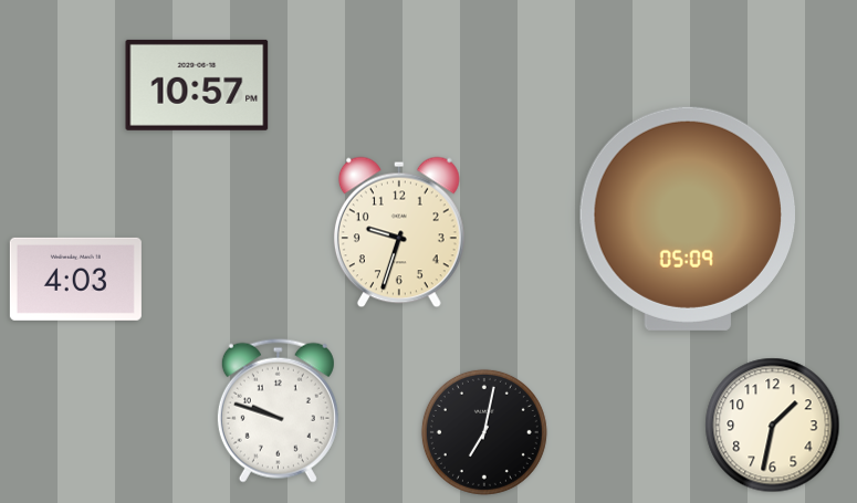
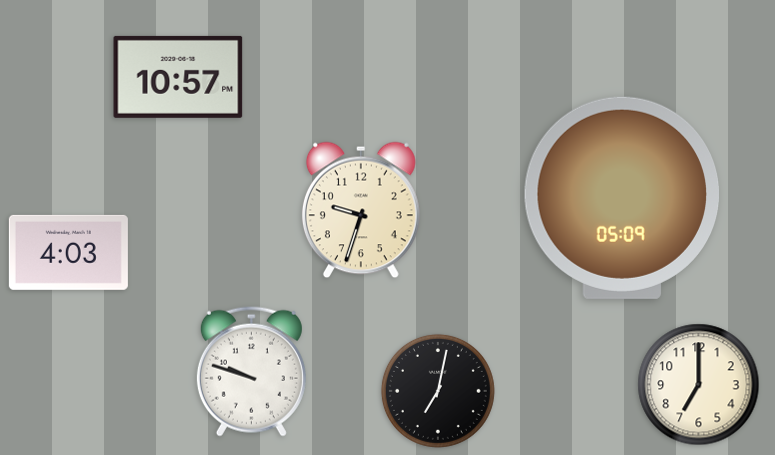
clock at (773, 426): 1:32 -> 7:00
